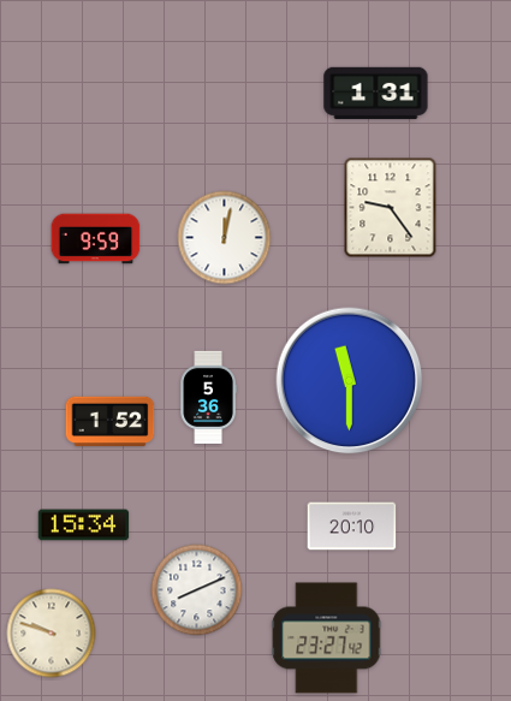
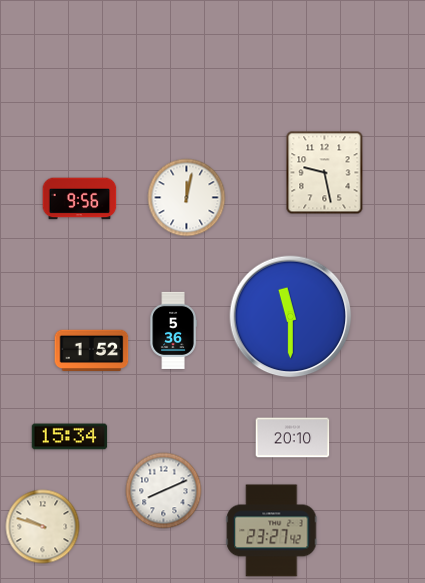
clock at (376, 93): 1:31 -> none
clock at (391, 208): 9:24 -> 9:28
clock at (96, 239): 9:59 -> 9:56
